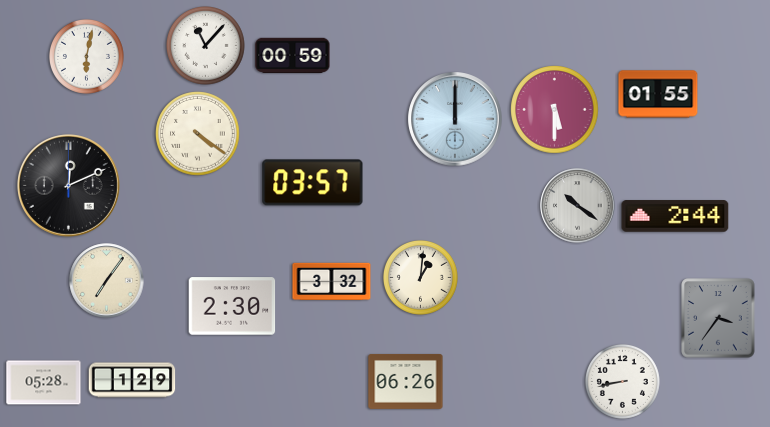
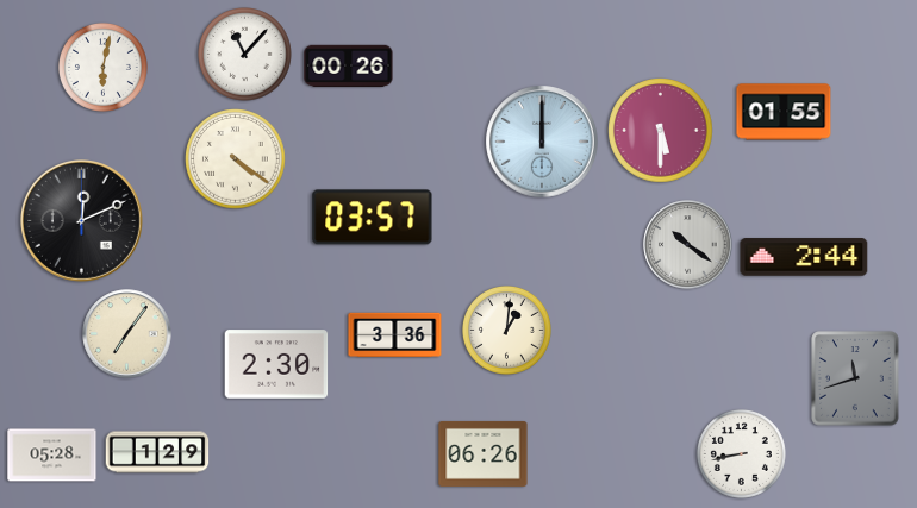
clock at (293, 55): 00:59 -> 00:26
clock at (420, 277) position: (420, 277) -> (506, 330)
clock at (332, 282): 3:32 -> 3:36
clock at (718, 318): 3:36 -> 11:42
